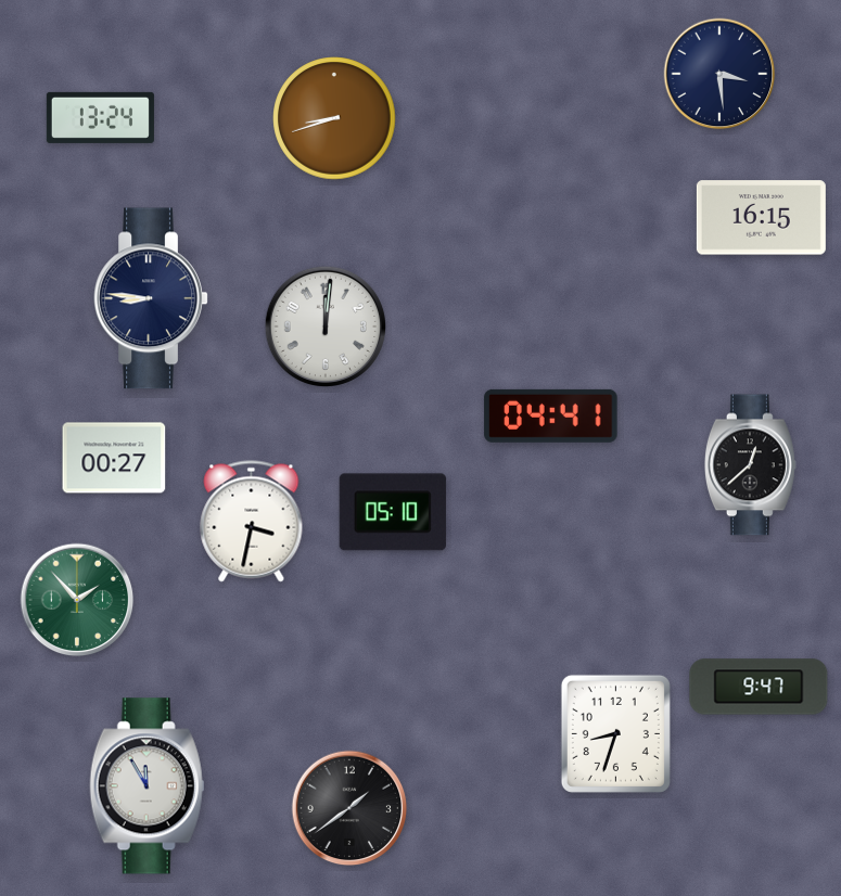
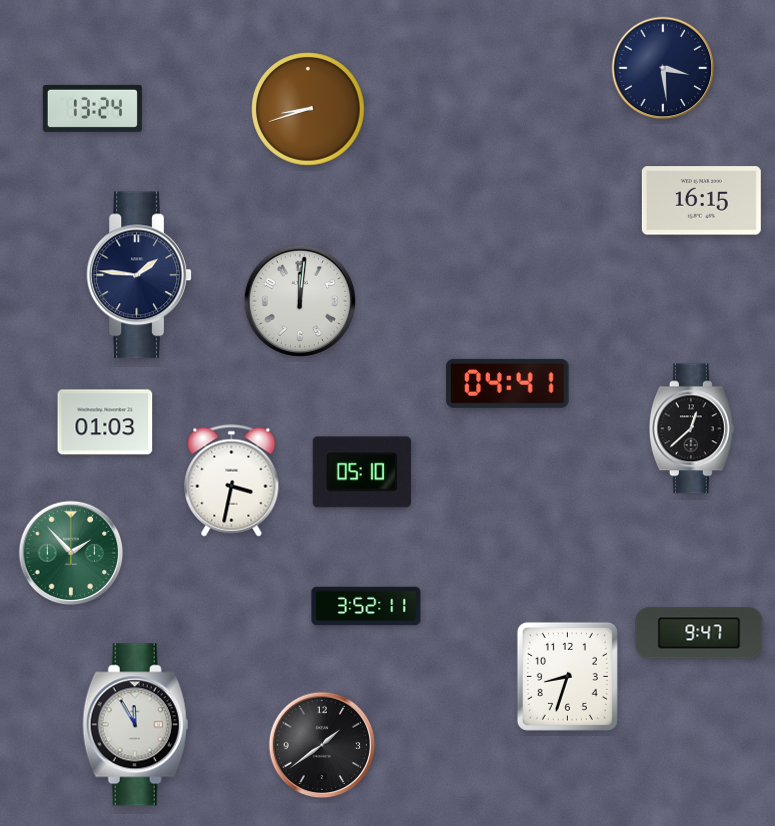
clock at (151, 298): 8:46 -> 1:46
clock at (114, 458): 00:27 -> 01:03
clock at (366, 606): none -> 3:52
